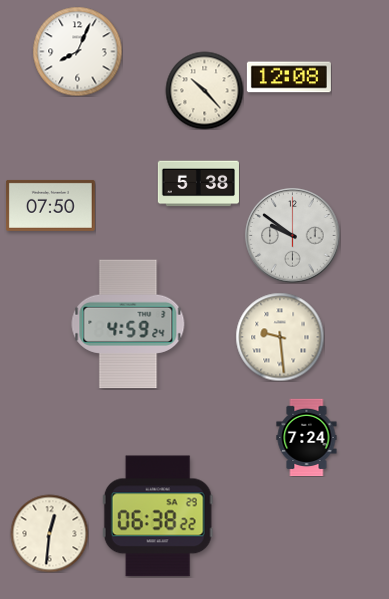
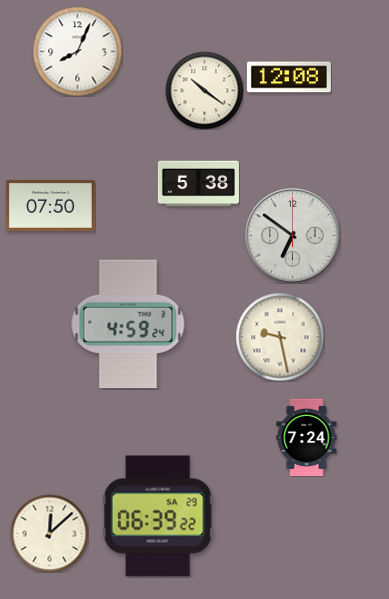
clock at (204, 90): 10:23 -> 10:21
clock at (293, 236): 9:51 -> 6:51
clock at (280, 337): 9:29 -> 9:28
clock at (158, 516): 06:38 -> 06:39
clock at (49, 533): 12:31 -> 12:08
